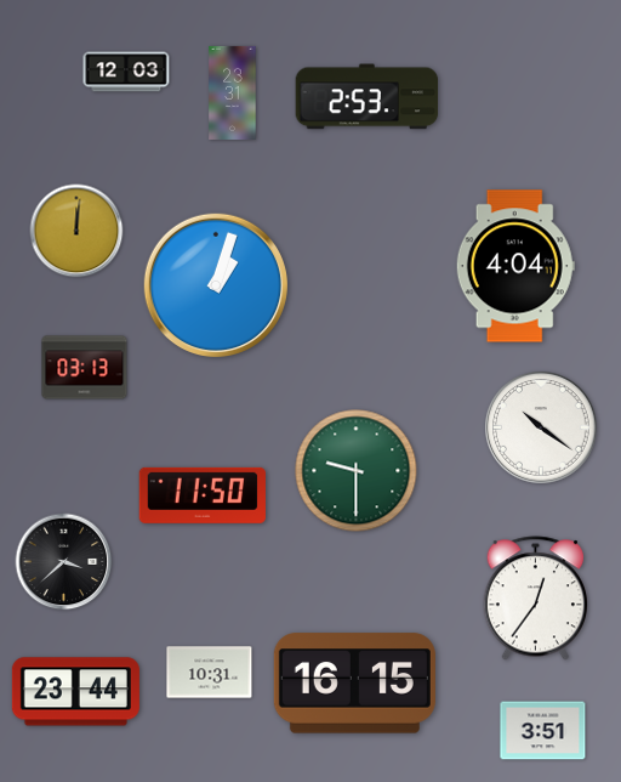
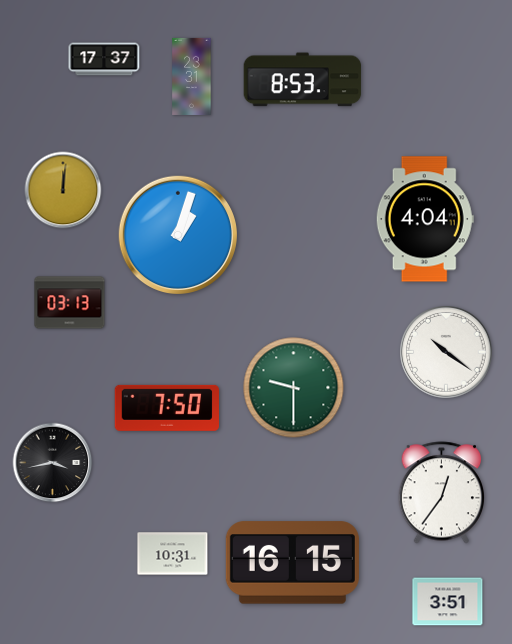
clock at (126, 72): 12:03 -> 17:37
clock at (368, 97): 2:53 -> 8:53
clock at (203, 495): 11:50 -> 7:50
clock at (64, 562): 3:38 -> 3:43
clock at (75, 692): 23:44 -> none
